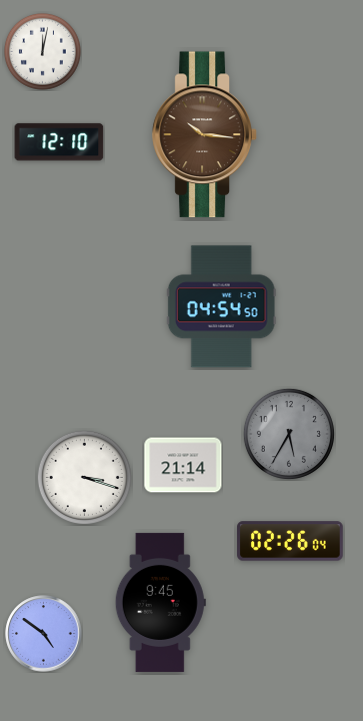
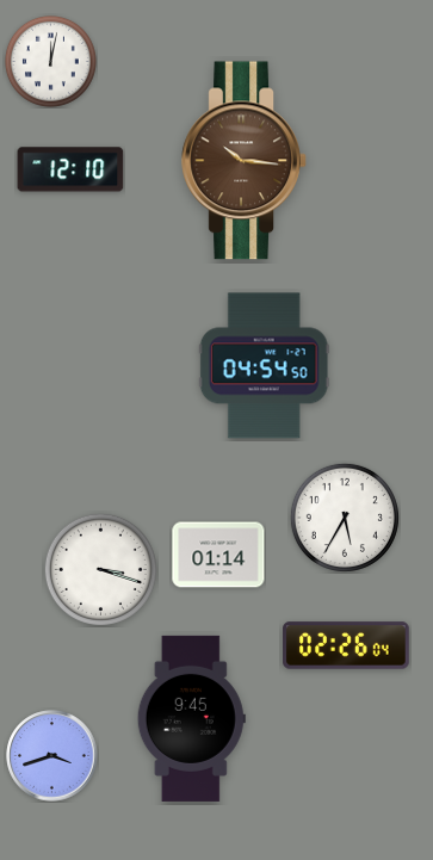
clock at (289, 434) dial: grey -> white
clock at (183, 465): 21:14 -> 01:14
clock at (44, 634): 4:51 -> 3:42
